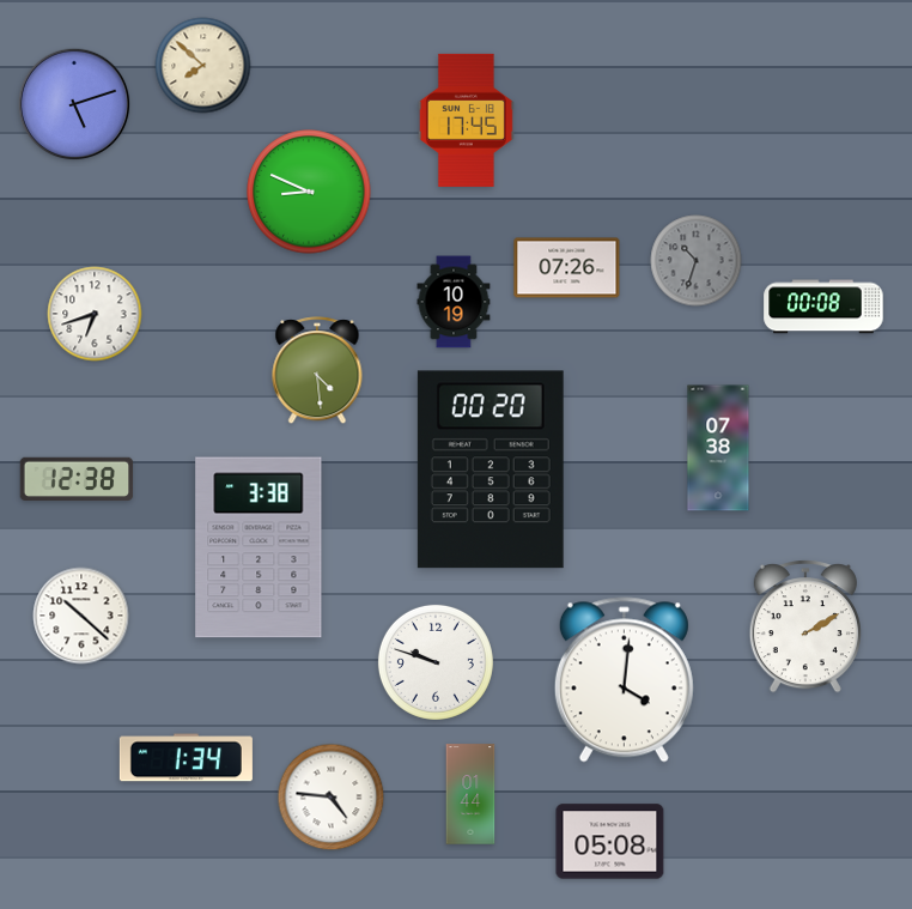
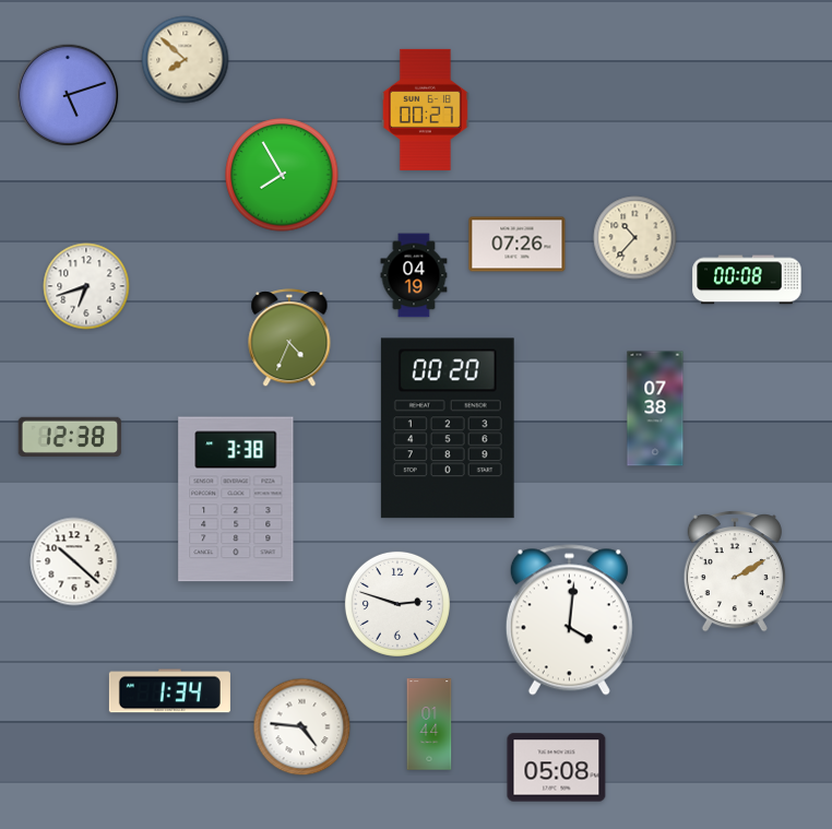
clock at (466, 120): 17:45 -> 00:27
clock at (309, 192): 8:49 -> 7:55
clock at (697, 261): 10:33 -> 10:37
clock at (697, 261) dial: grey -> cream
clock at (454, 302): 10:19 -> 04:19
clock at (823, 307) position: (823, 307) -> (747, 280)
clock at (317, 371): 4:29 -> 4:34
clock at (436, 662): 9:48 -> 2:48
